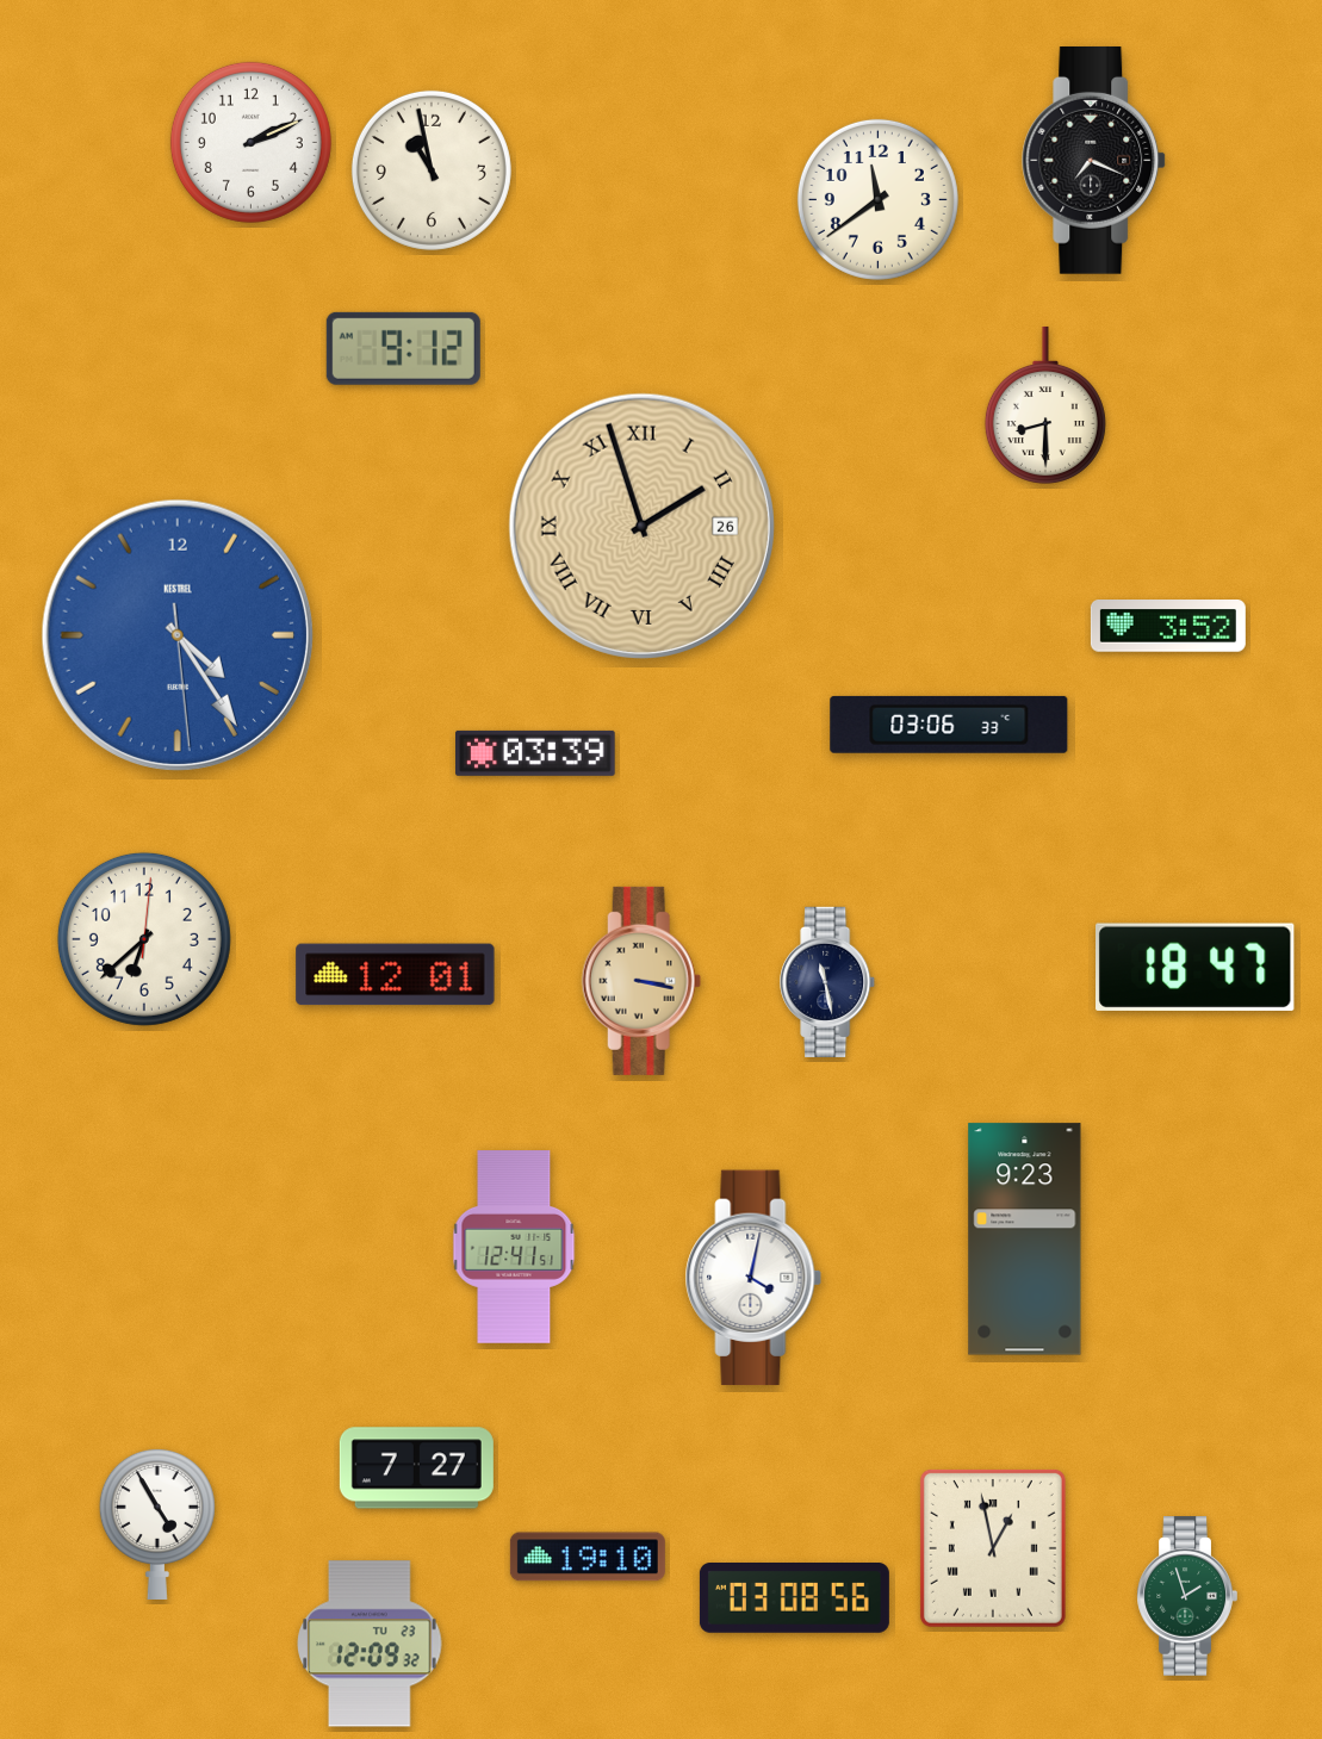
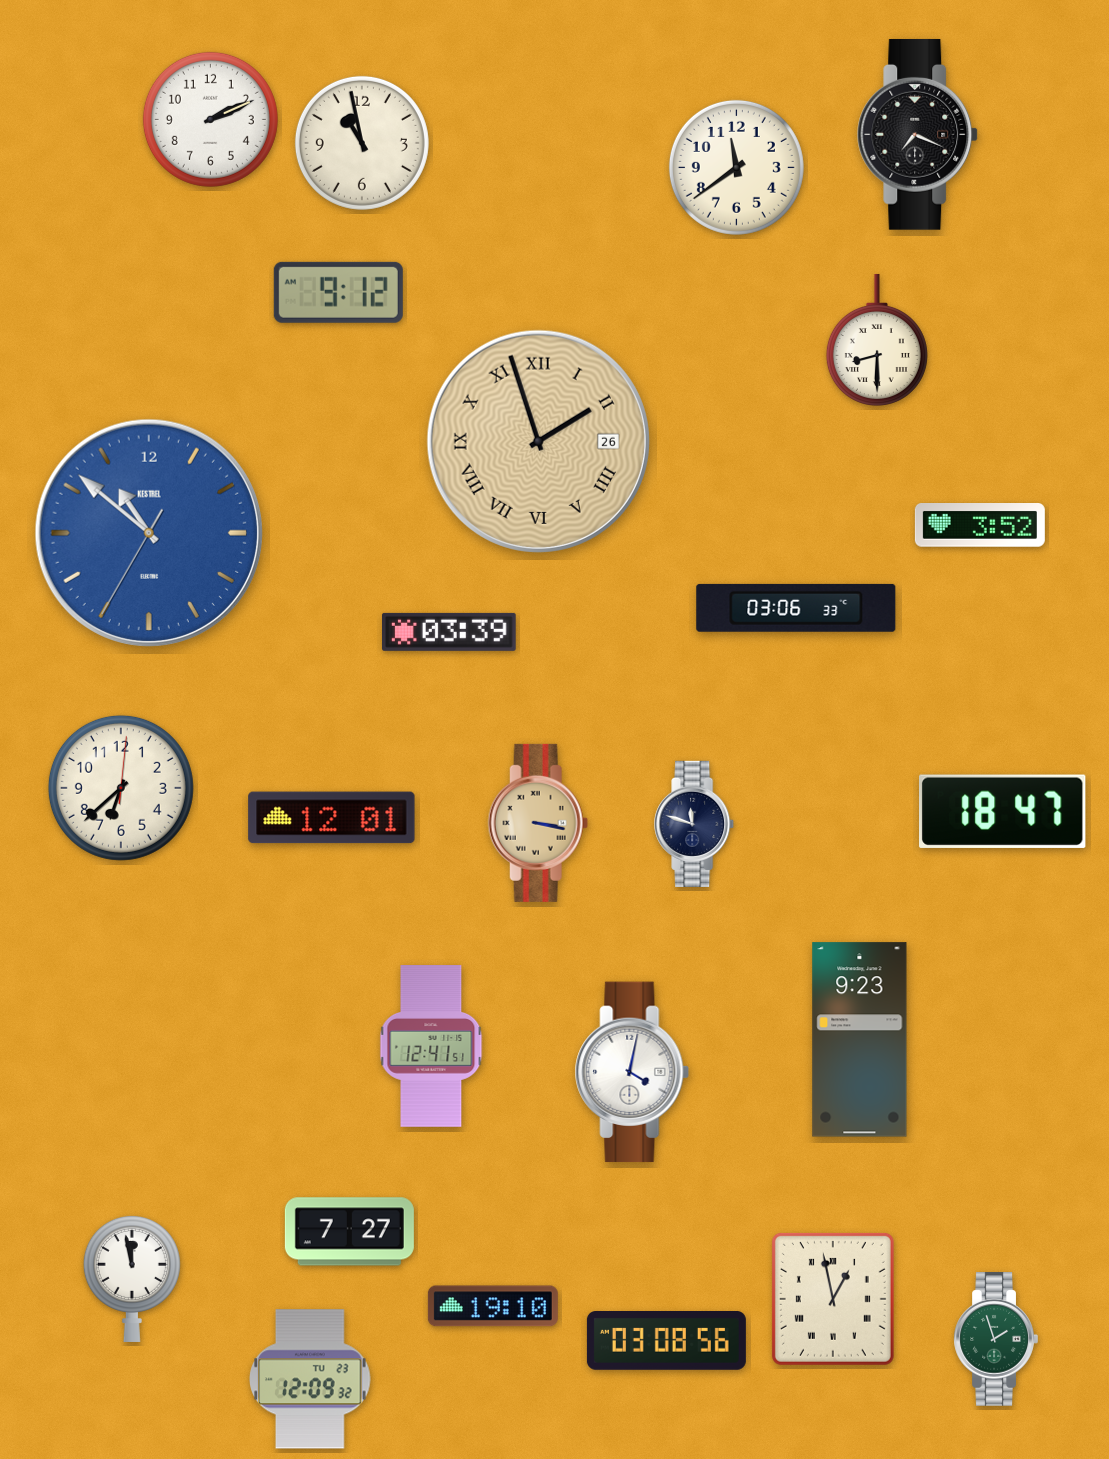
clock at (178, 635): 4:24 -> 10:51
clock at (828, 982): 11:28 -> 11:48
clock at (157, 1523): 4:55 -> 11:58
